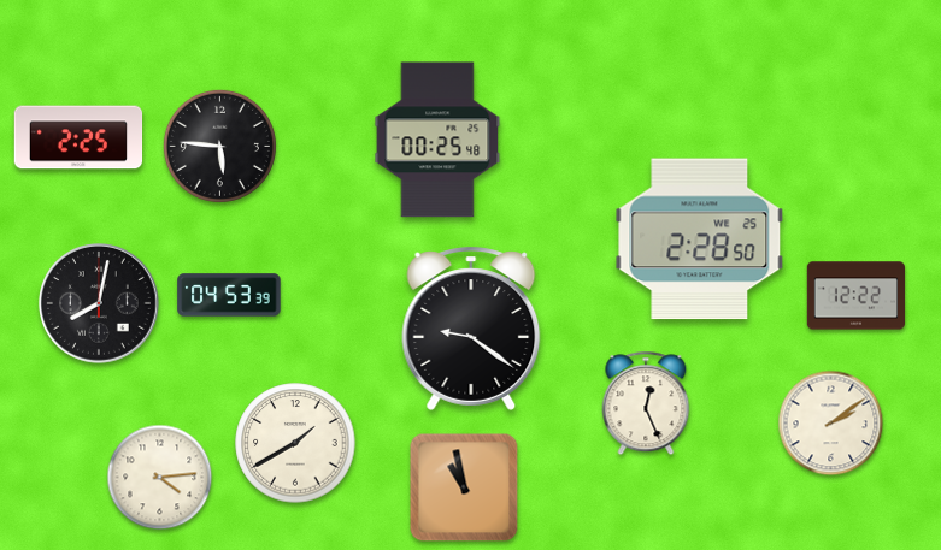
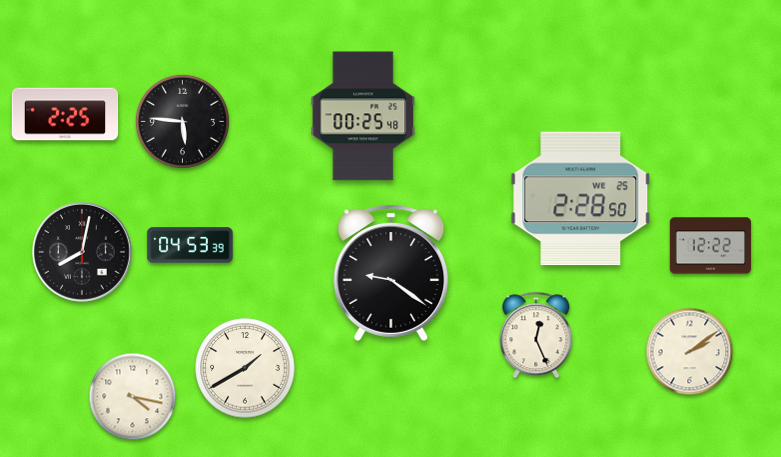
clock at (160, 478): 4:14 -> 4:17
clock at (464, 487): 10:58 -> none
